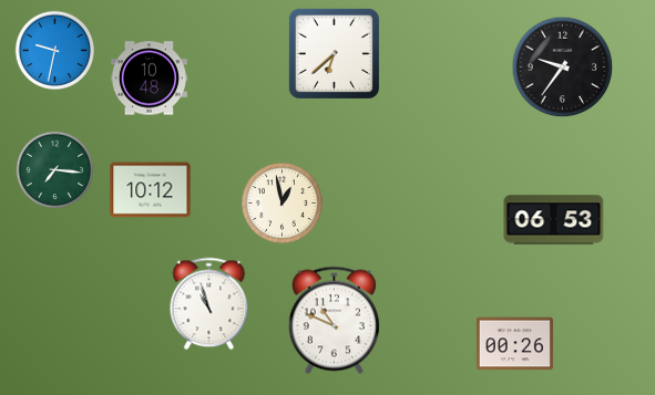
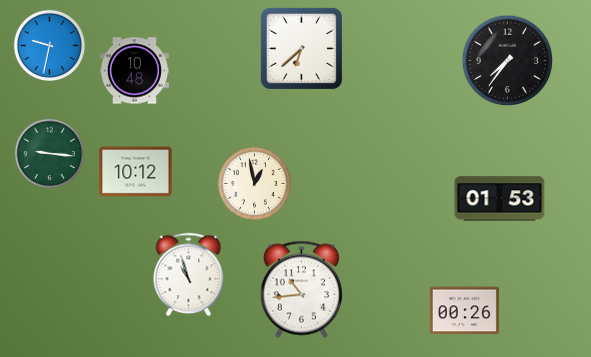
clock at (563, 67): 9:36 -> 7:36
clock at (55, 170): 7:16 -> 9:16
clock at (554, 220): 06:53 -> 01:53
clock at (334, 321): 10:49 -> 10:44
